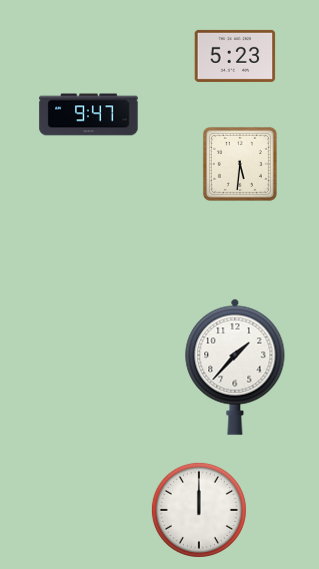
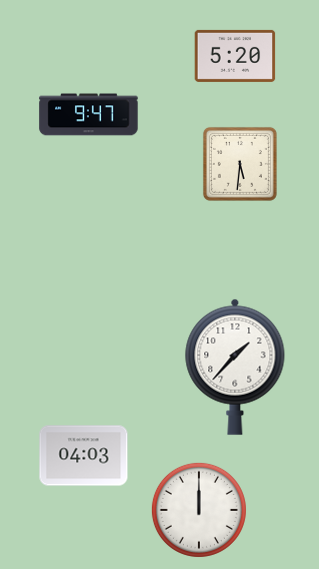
clock at (235, 56): 5:23 -> 5:20
clock at (84, 456): none -> 04:03
